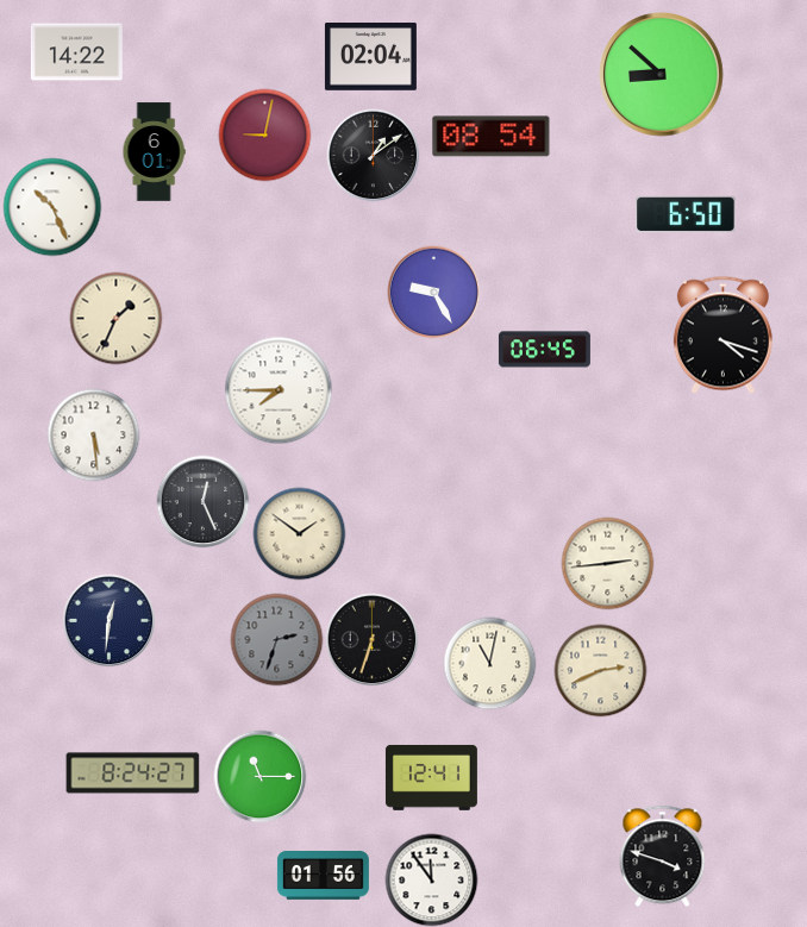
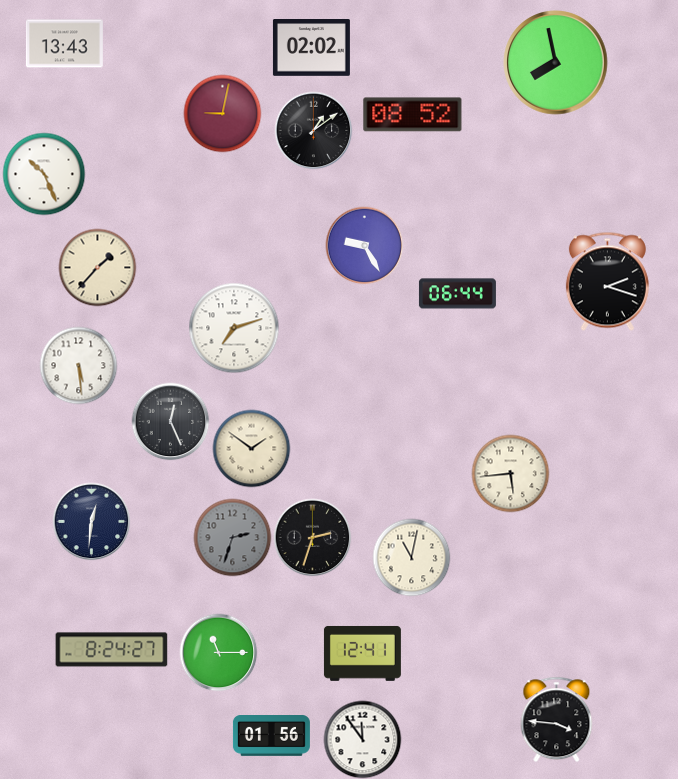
clock at (76, 52): 14:22 -> 13:43
clock at (370, 57): 02:04 -> 02:02
clock at (662, 75): 8:52 -> 7:58
clock at (492, 137): 08:54 -> 08:52
clock at (154, 152): 6:01 -> none
clock at (686, 214): 6:50 -> none
clock at (115, 318): 1:34 -> 1:37
clock at (722, 334): 4:18 -> 2:18
clock at (544, 350): 06:45 -> 06:44
clock at (279, 390): 7:45 -> 7:12
clock at (607, 563): 2:44 -> 5:44
clock at (371, 639): 6:33 -> 2:33
clock at (600, 670): 2:41 -> none
clock at (663, 856): 3:48 -> 3:46
